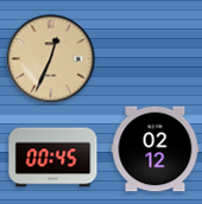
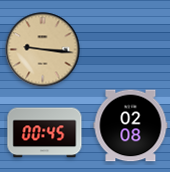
clock at (51, 59): 12:34 -> 9:16
clock at (156, 149): 02:12 -> 02:08
